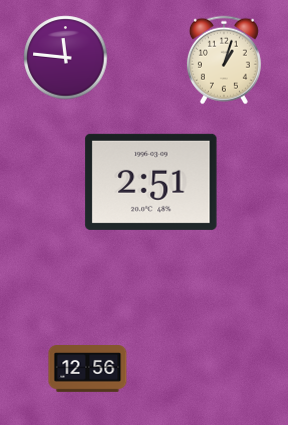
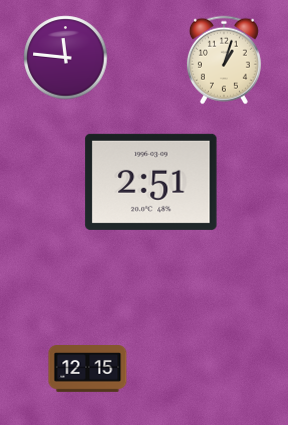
clock at (88, 369): 12:56 -> 12:15
